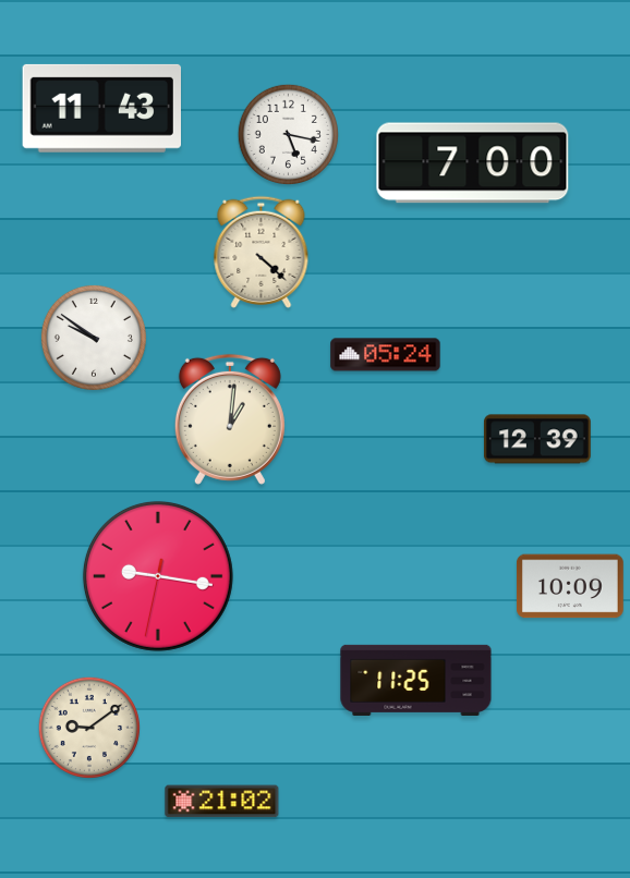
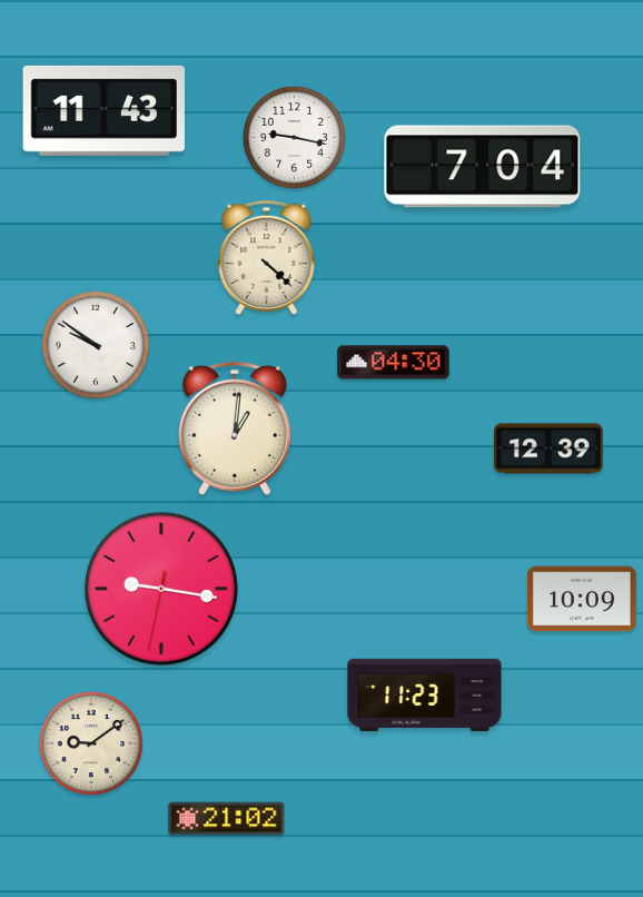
clock at (288, 134): 5:17 -> 9:17
clock at (473, 163): 7:00 -> 7:04
clock at (386, 355): 05:24 -> 04:30
clock at (416, 680): 11:25 -> 11:23
